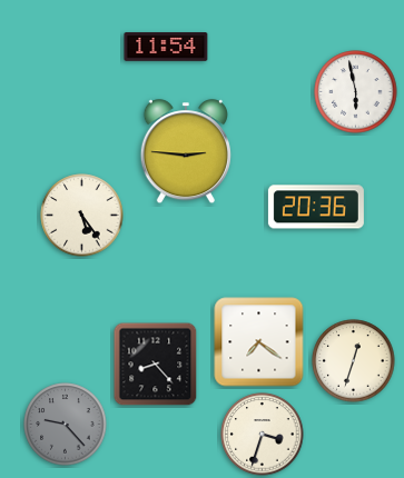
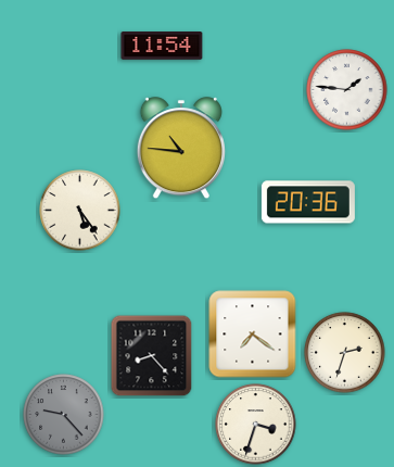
clock at (356, 92): 5:58 -> 1:46
clock at (186, 152): 2:46 -> 10:46
clock at (354, 361): 12:33 -> 2:33
